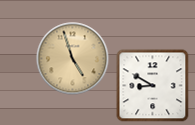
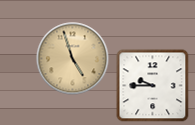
clock at (153, 86): 8:50 -> 9:45
